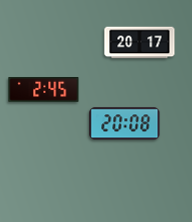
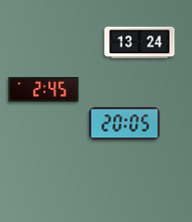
clock at (140, 43): 20:17 -> 13:24
clock at (125, 124): 20:08 -> 20:05
